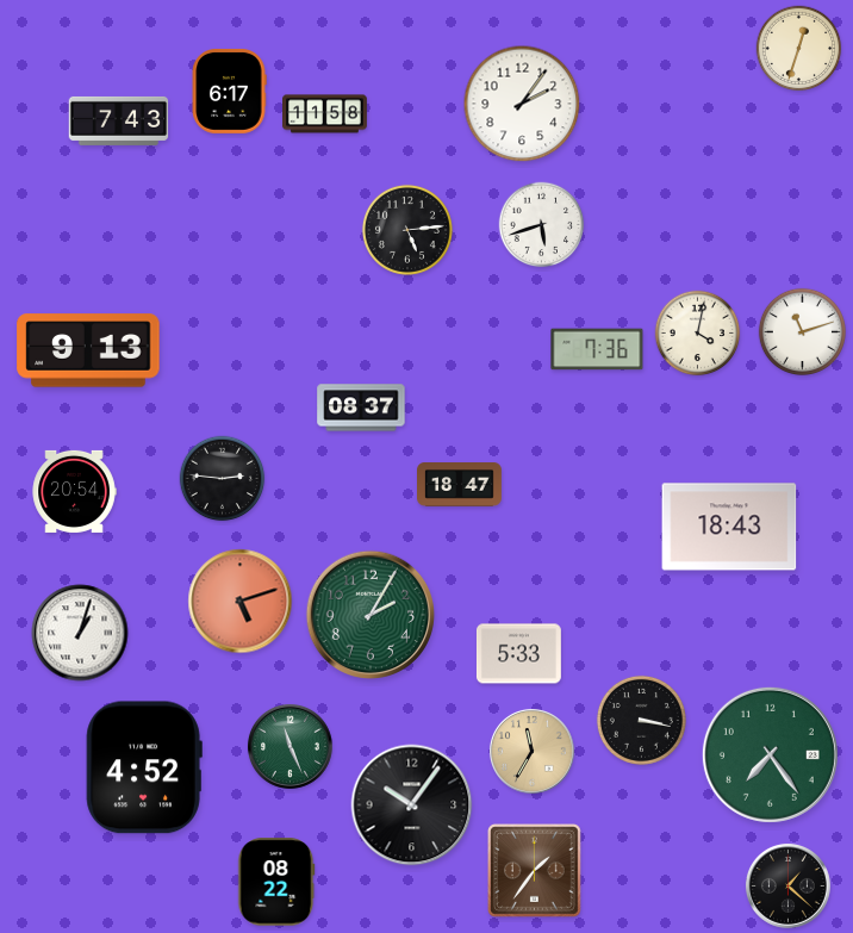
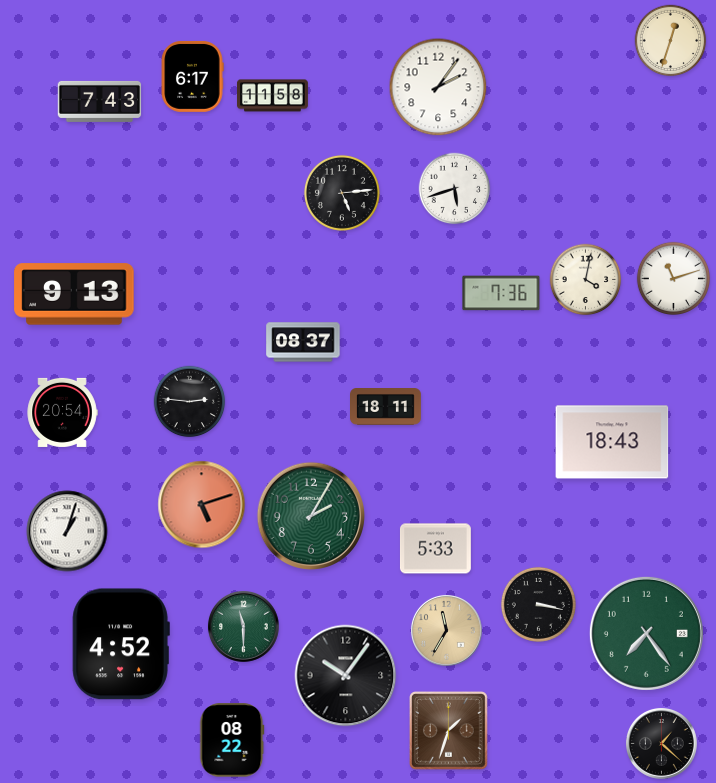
clock at (223, 479) position: (223, 479) -> (190, 402)
clock at (460, 485): 18:47 -> 18:11
clock at (289, 746): 11:26 -> 11:30
clock at (535, 871): 1:36 -> 1:33
